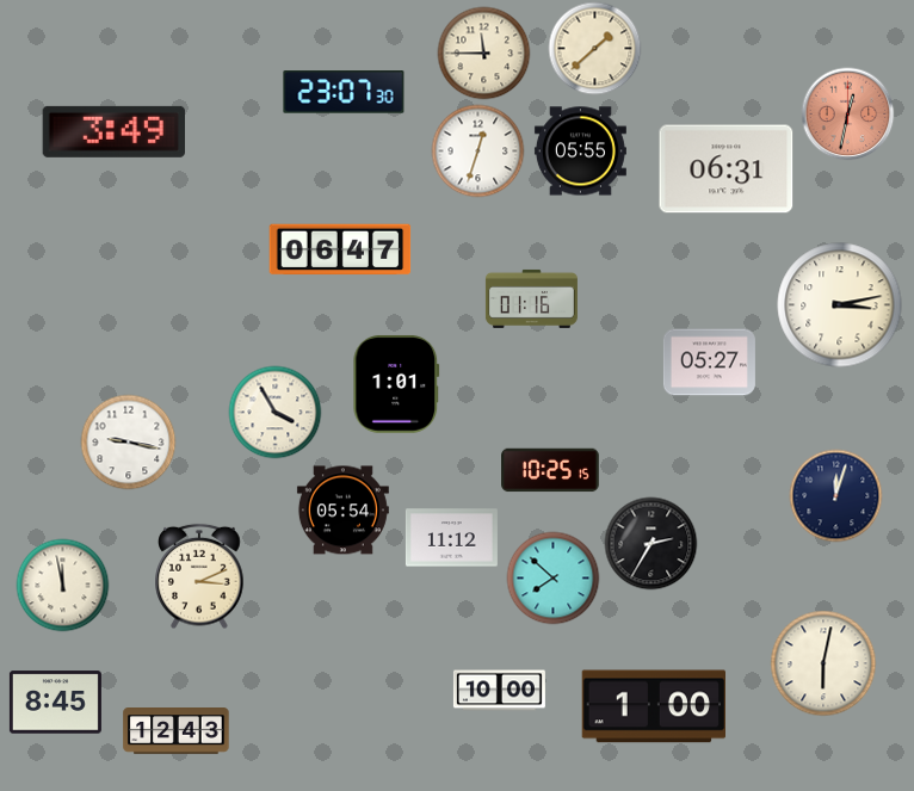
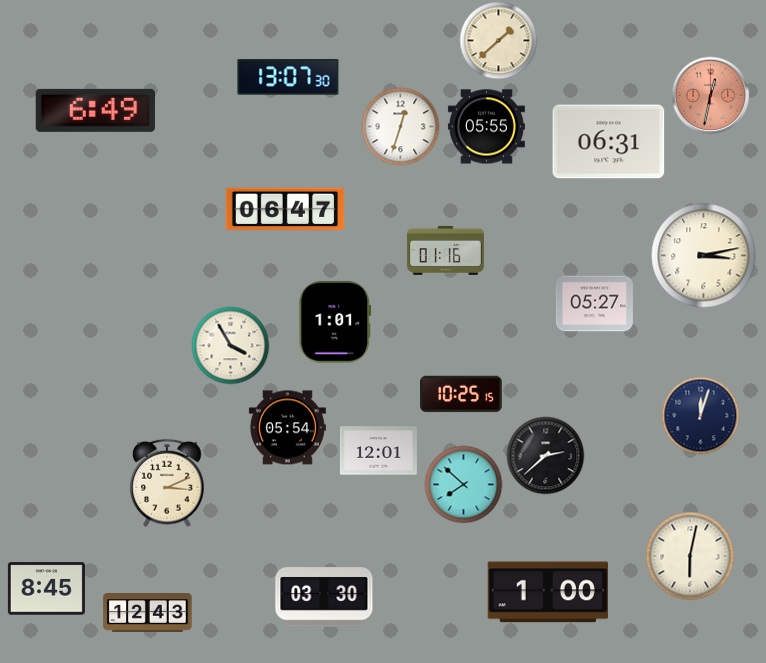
clock at (483, 52): 11:45 -> none
clock at (344, 92): 23:07 -> 13:07
clock at (113, 131): 3:49 -> 6:49
clock at (396, 384) position: (396, 384) -> (335, 322)
clock at (128, 441): 9:17 -> none
clock at (451, 538): 11:12 -> 12:01
clock at (650, 543): 2:35 -> 2:38
clock at (62, 585): 11:58 -> none
clock at (499, 691): 10:00 -> none
clock at (324, 597): none -> 03:30
